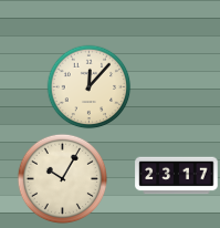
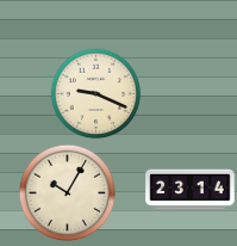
clock at (90, 87): 12:07 -> 9:19
clock at (177, 176): 23:17 -> 23:14
